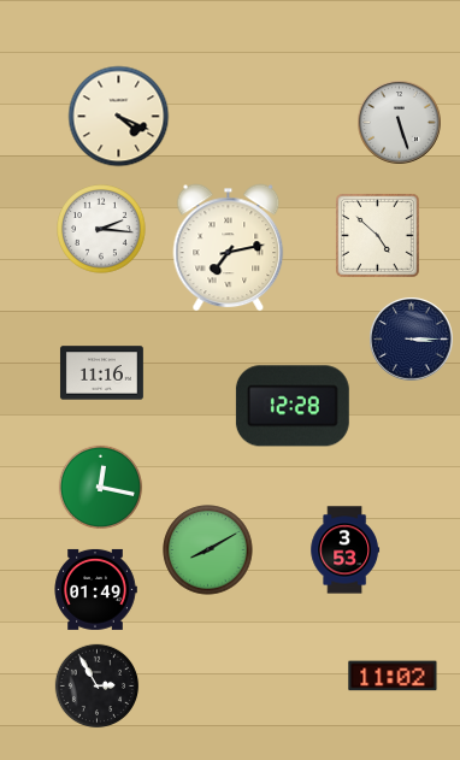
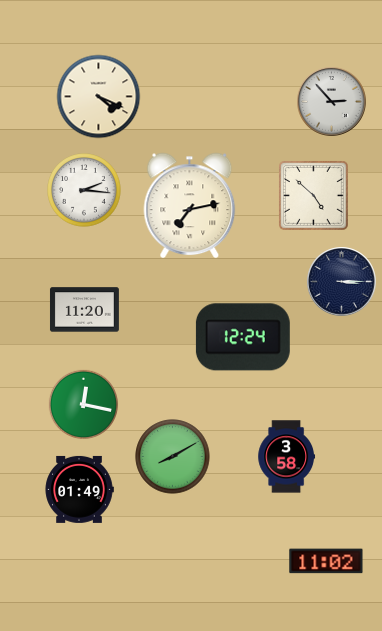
clock at (400, 123): 5:27 -> 2:53
clock at (101, 373): 11:16 -> 11:20
clock at (293, 406): 12:28 -> 12:24
clock at (346, 550): 3:53 -> 3:58
clock at (98, 687): 2:55 -> none
